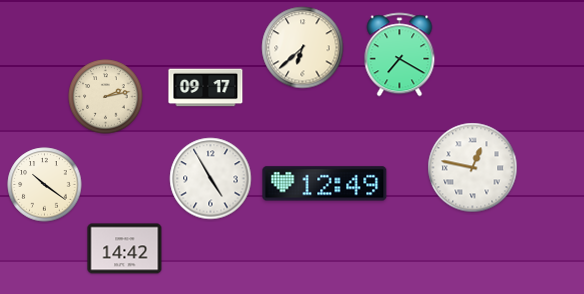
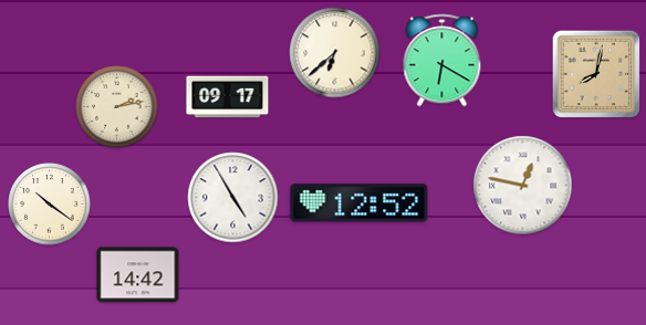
clock at (400, 55): 7:20 -> 6:20
clock at (596, 74): none -> 8:02
clock at (325, 184): 12:49 -> 12:52
